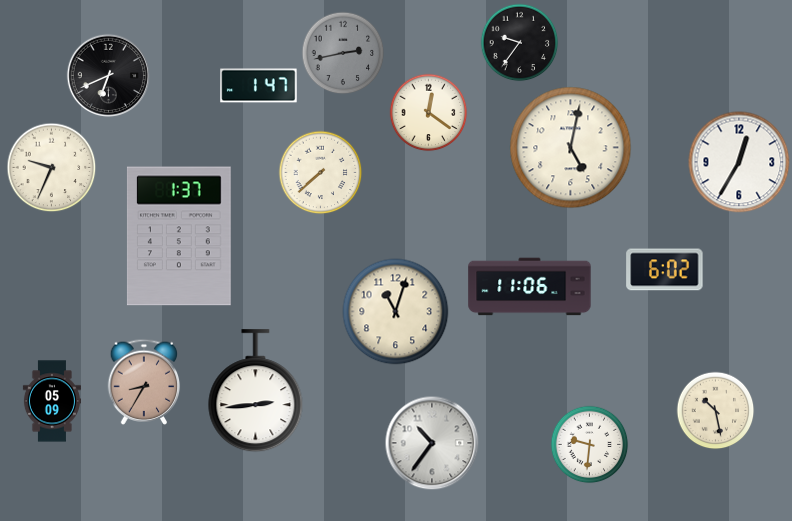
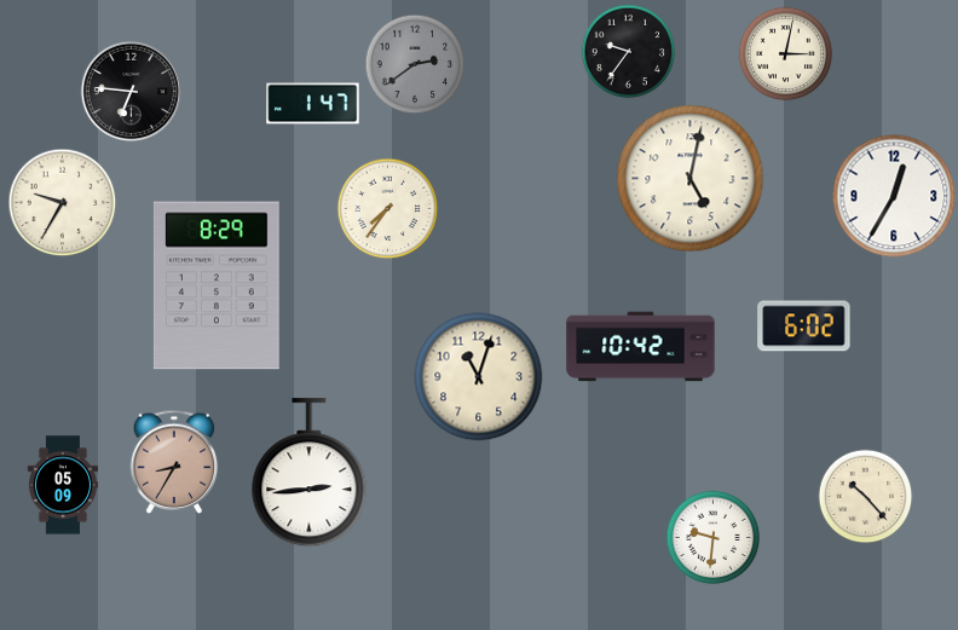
clock at (785, 53): none -> 3:02
clock at (343, 53): 2:43 -> 2:39
clock at (108, 75): 6:41 -> 6:46
clock at (428, 112): 12:21 -> none
clock at (51, 167): 9:34 -> 9:35
clock at (320, 172): 7:38 -> 7:36
clock at (179, 236): 1:37 -> 8:29
clock at (530, 287): 11:06 -> 10:42
clock at (715, 410): 10:28 -> 10:23
clock at (432, 443): 10:36 -> none
